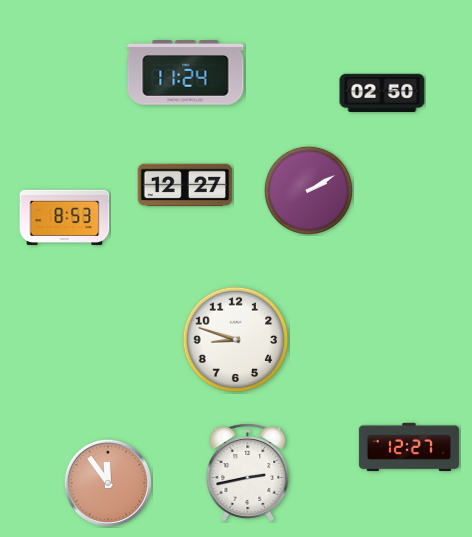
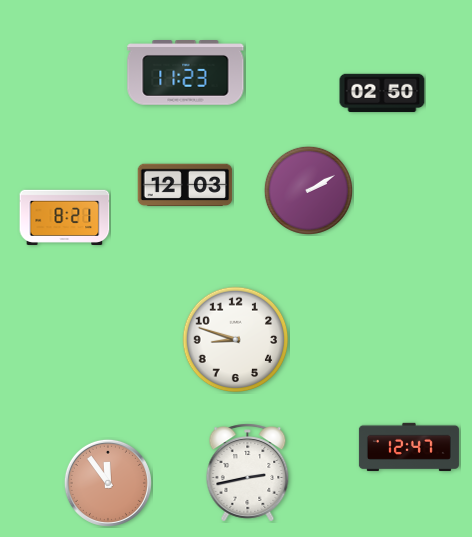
clock at (186, 73): 11:24 -> 11:23
clock at (185, 185): 12:27 -> 12:03
clock at (65, 217): 8:53 -> 8:21
clock at (409, 447): 12:27 -> 12:47
